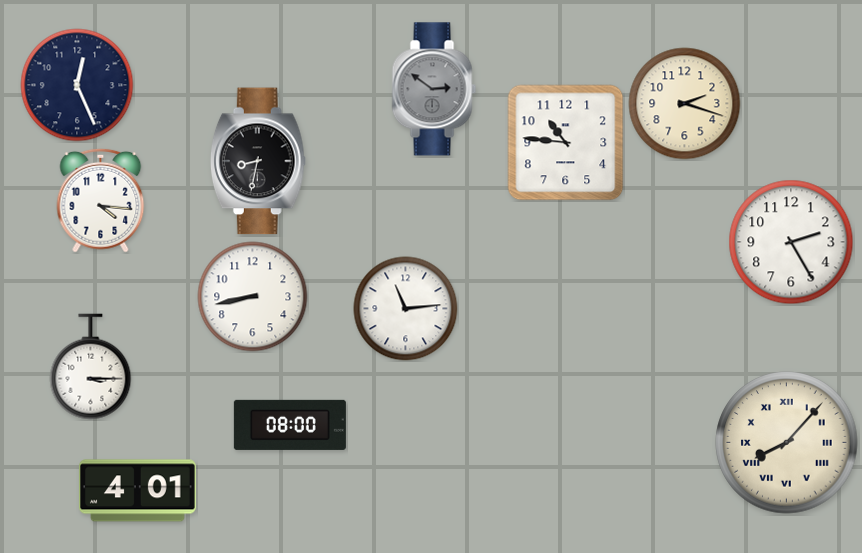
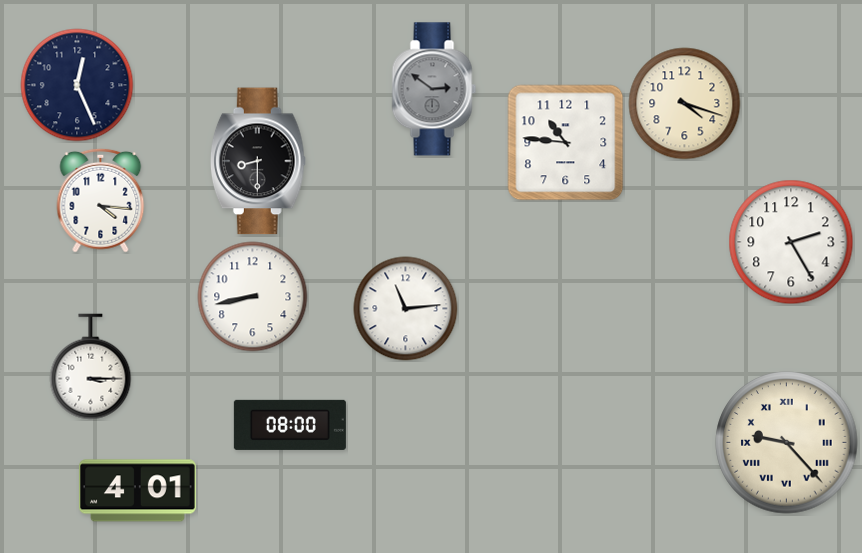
clock at (685, 104): 2:18 -> 4:18
clock at (258, 161): 8:32 -> 8:30
clock at (787, 443): 8:07 -> 9:23
